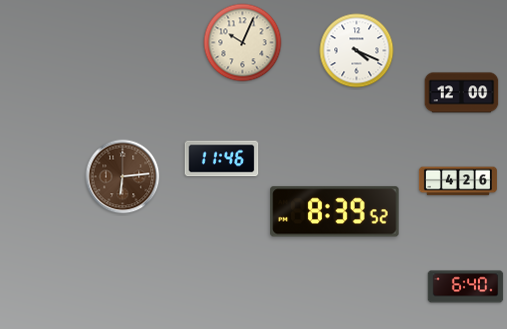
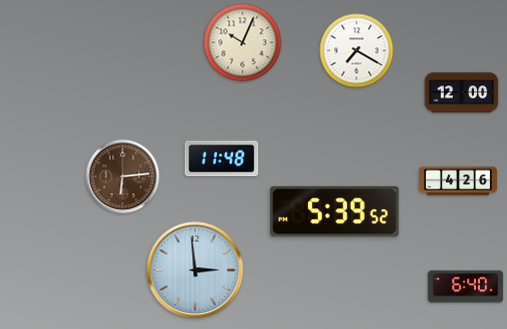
clock at (357, 51): 4:19 -> 7:20
clock at (222, 159): 11:46 -> 11:48
clock at (335, 212): 8:39 -> 5:39
clock at (195, 270): none -> 2:59
